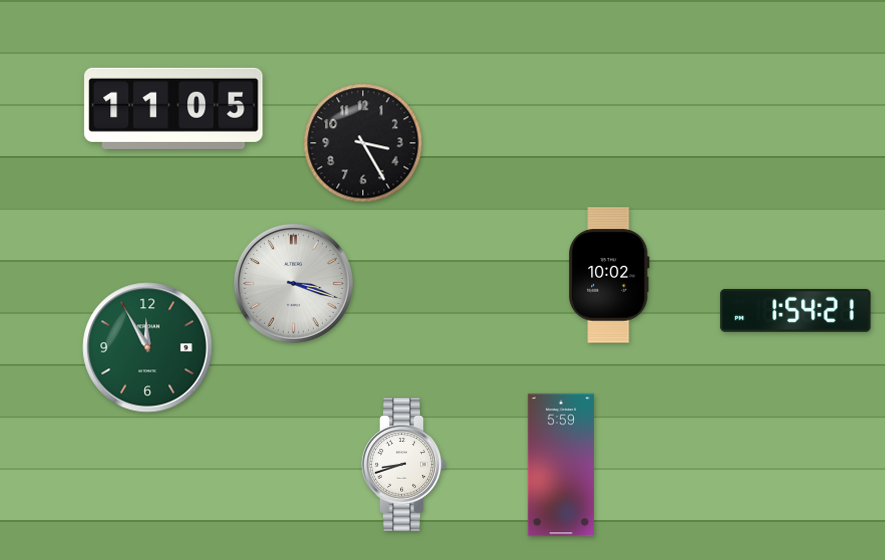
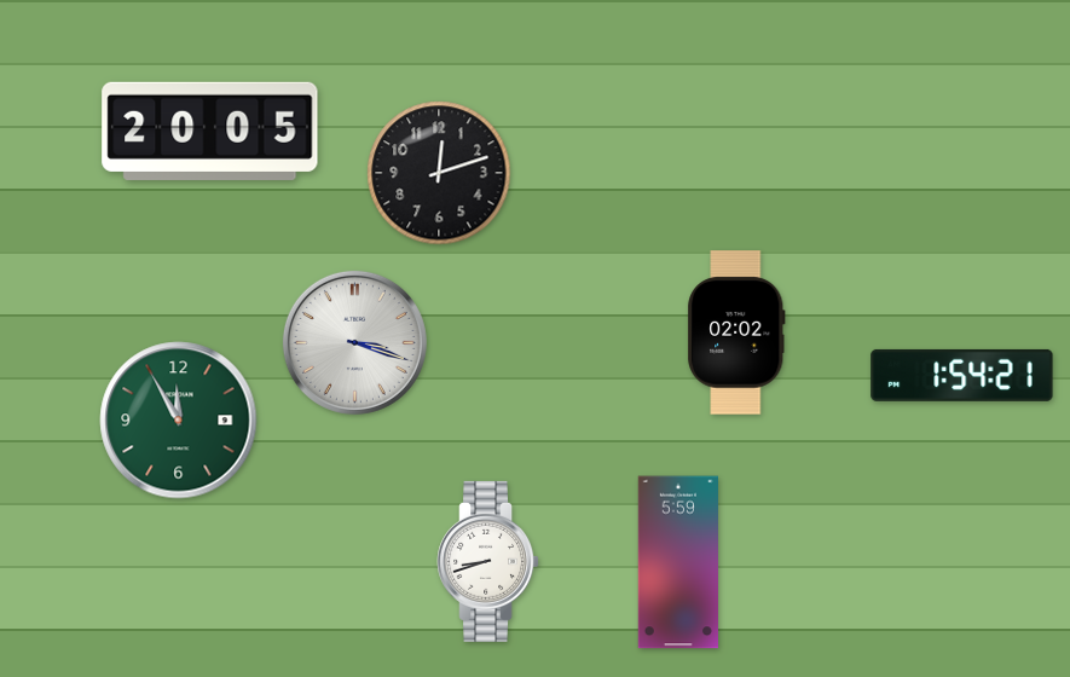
clock at (174, 108): 11:05 -> 20:05
clock at (363, 143): 3:25 -> 12:12
clock at (610, 275): 10:02 -> 02:02
